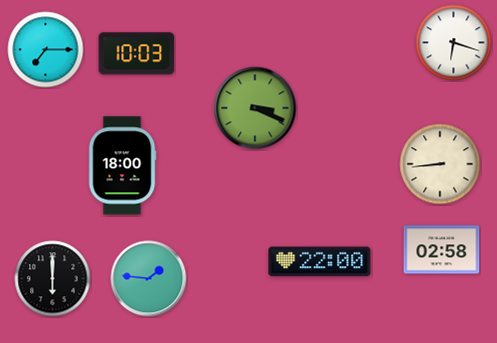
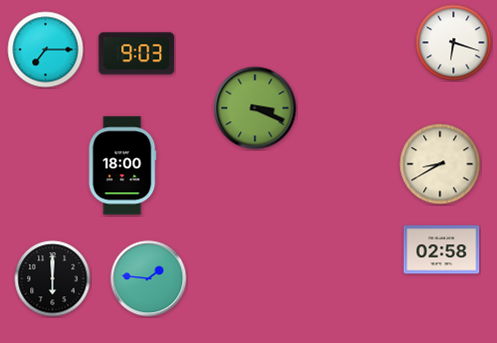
clock at (137, 54): 10:03 -> 9:03
clock at (440, 164): 8:44 -> 8:40
clock at (320, 262): 22:00 -> none
